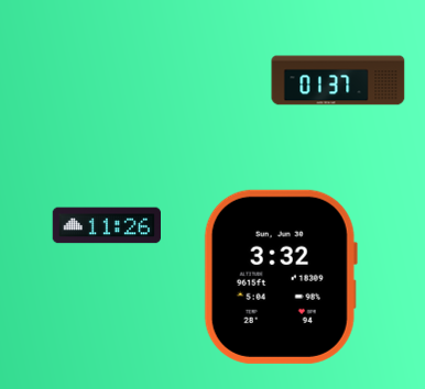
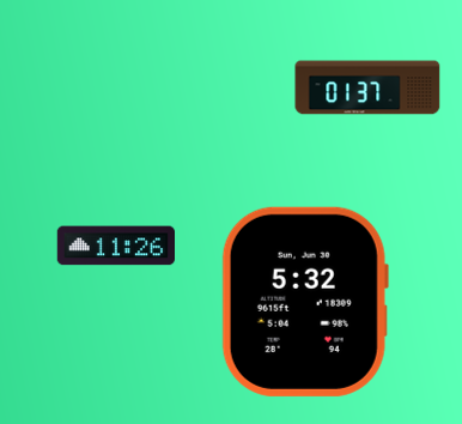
clock at (281, 277): 3:32 -> 5:32
